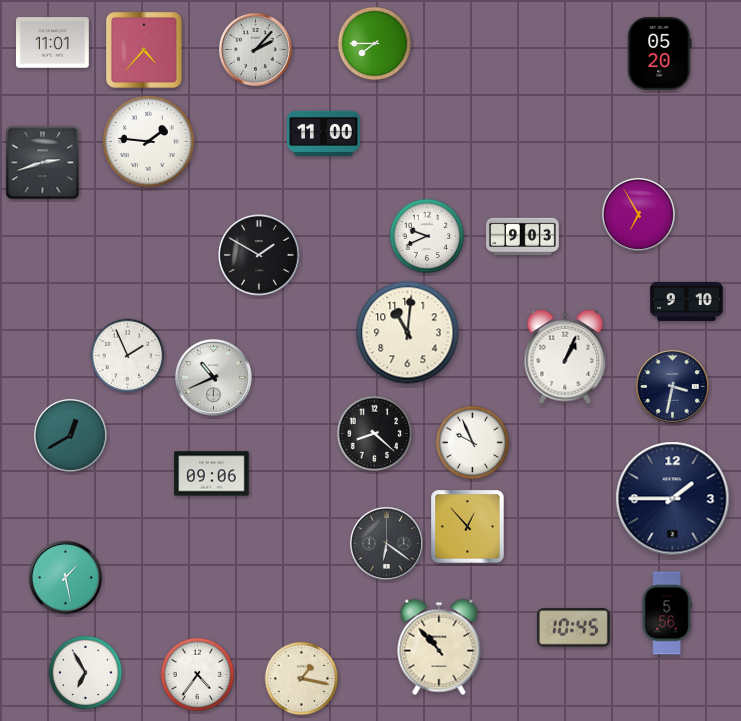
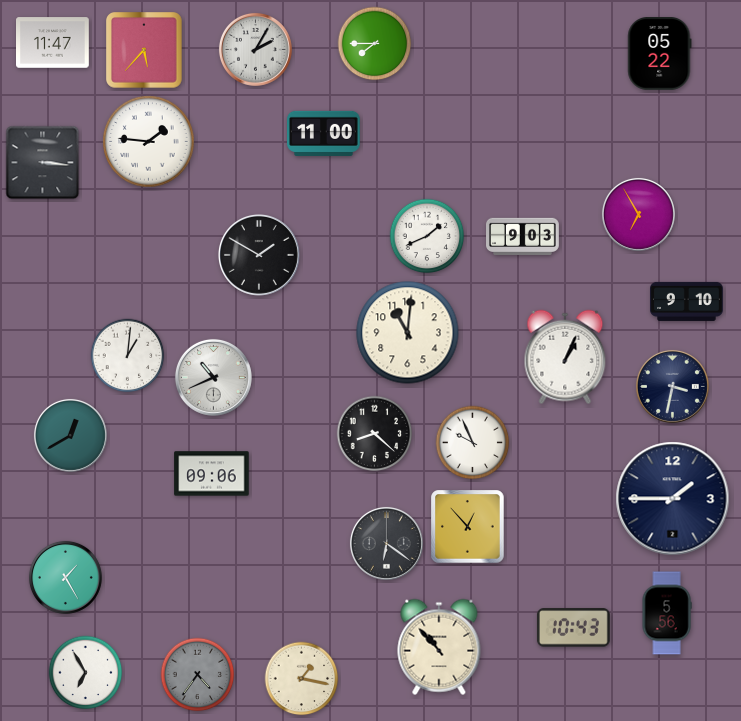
clock at (53, 43): 11:01 -> 11:47
clock at (255, 49): 2:07 -> 2:05
clock at (144, 50): 4:37 -> 5:37
clock at (660, 54): 05:20 -> 05:22
clock at (43, 163): 2:42 -> 3:16
clock at (427, 236): 9:41 -> 1:41
clock at (128, 356): 1:56 -> 1:01
clock at (65, 577): 1:28 -> 1:25
clock at (573, 628): 10:45 -> 10:43
clock at (198, 675) dial: white -> grey
